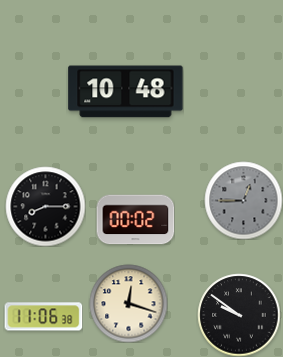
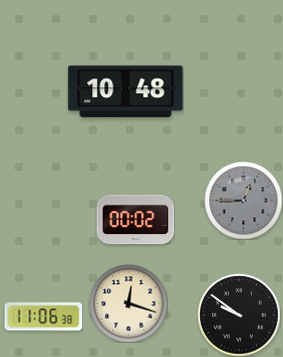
clock at (45, 206): 8:15 -> none
